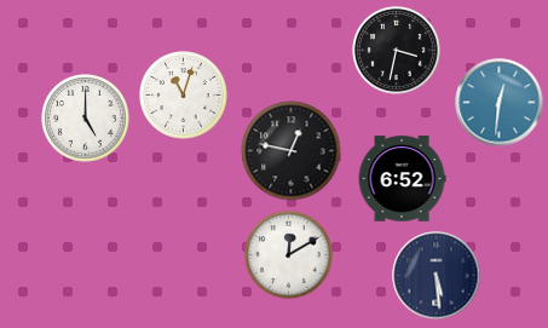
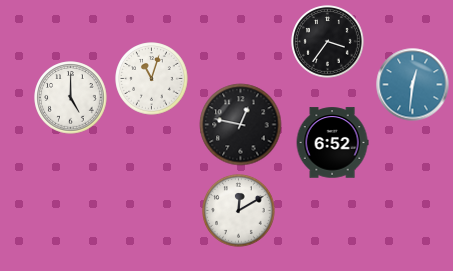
clock at (397, 51): 3:32 -> 3:36
clock at (402, 179) position: (402, 179) -> (332, 143)
clock at (437, 276): 5:29 -> none
